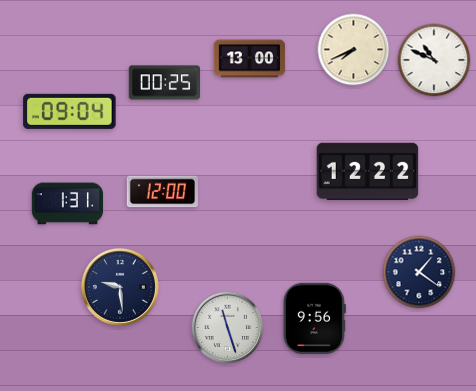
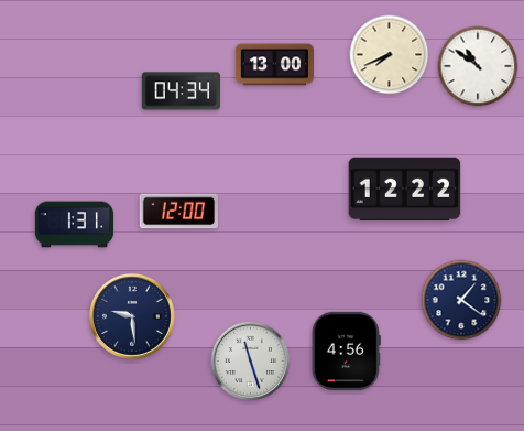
clock at (434, 60): 10:49 -> 10:51
clock at (164, 83): 00:25 -> 04:34
clock at (70, 111): 09:04 -> none
clock at (314, 318): 9:56 -> 4:56
